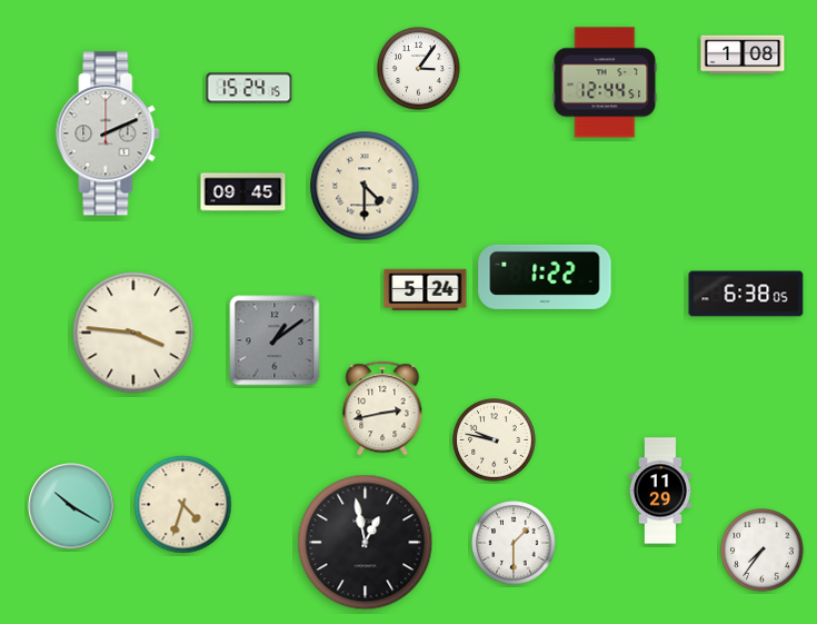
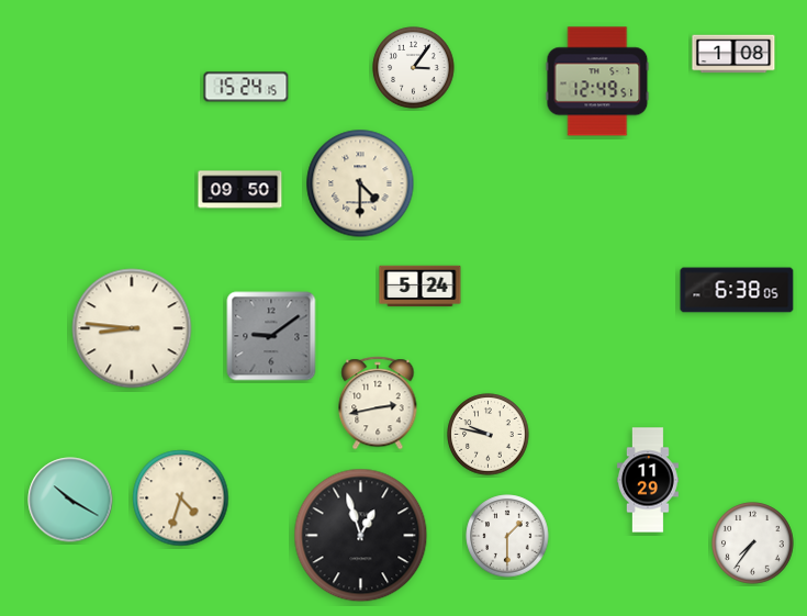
clock at (605, 82): 12:44 -> 12:49
clock at (108, 133): 2:11 -> none
clock at (243, 192): 09:45 -> 09:50
clock at (545, 277): 1:22 -> none
clock at (133, 333): 3:46 -> 8:46
clock at (275, 340): 1:09 -> 9:09
clock at (660, 491) position: (660, 491) -> (648, 480)
clock at (366, 543): 12:58 -> 12:57
